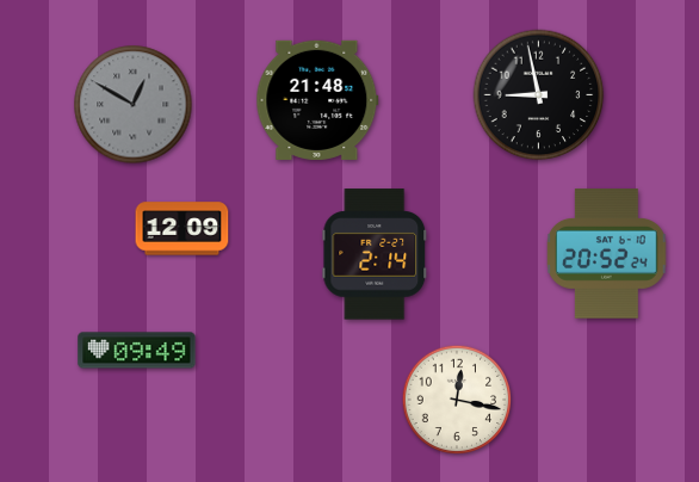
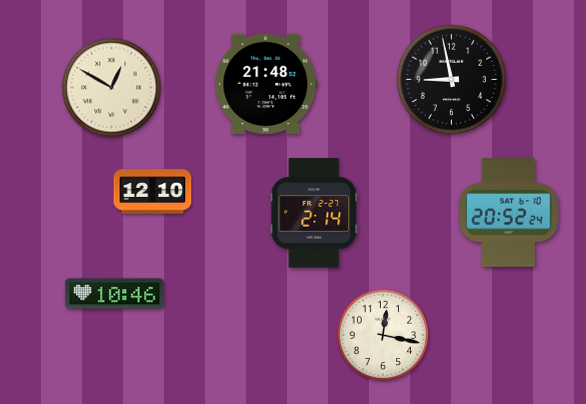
clock at (134, 105) dial: grey -> cream
clock at (183, 229): 12:09 -> 12:10
clock at (137, 351): 09:49 -> 10:46
